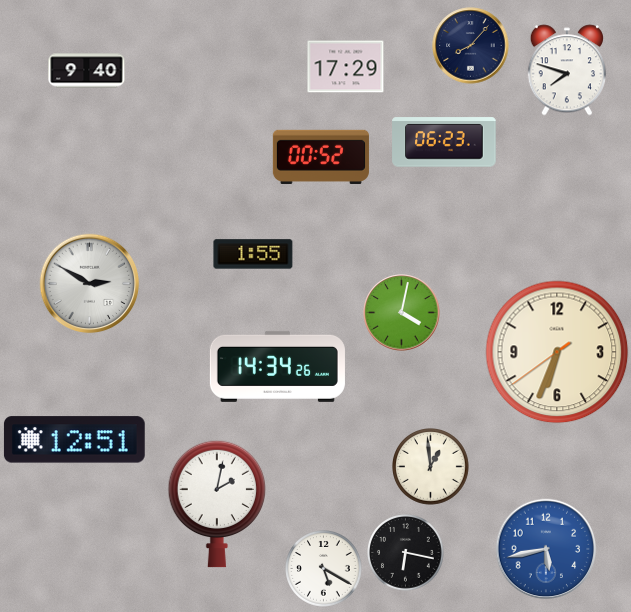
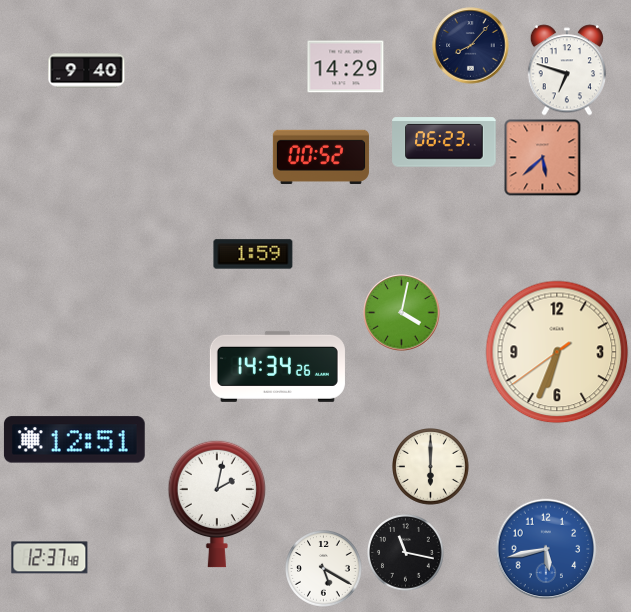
clock at (346, 67): 17:29 -> 14:29
clock at (566, 70): 7:48 -> 6:48
clock at (543, 158): none -> 5:38
clock at (253, 254): 1:55 -> 1:59
clock at (90, 284): 2:50 -> none
clock at (431, 467): 12:59 -> 6:00
clock at (406, 553): 6:17 -> 11:17
clock at (50, 558): none -> 12:37
